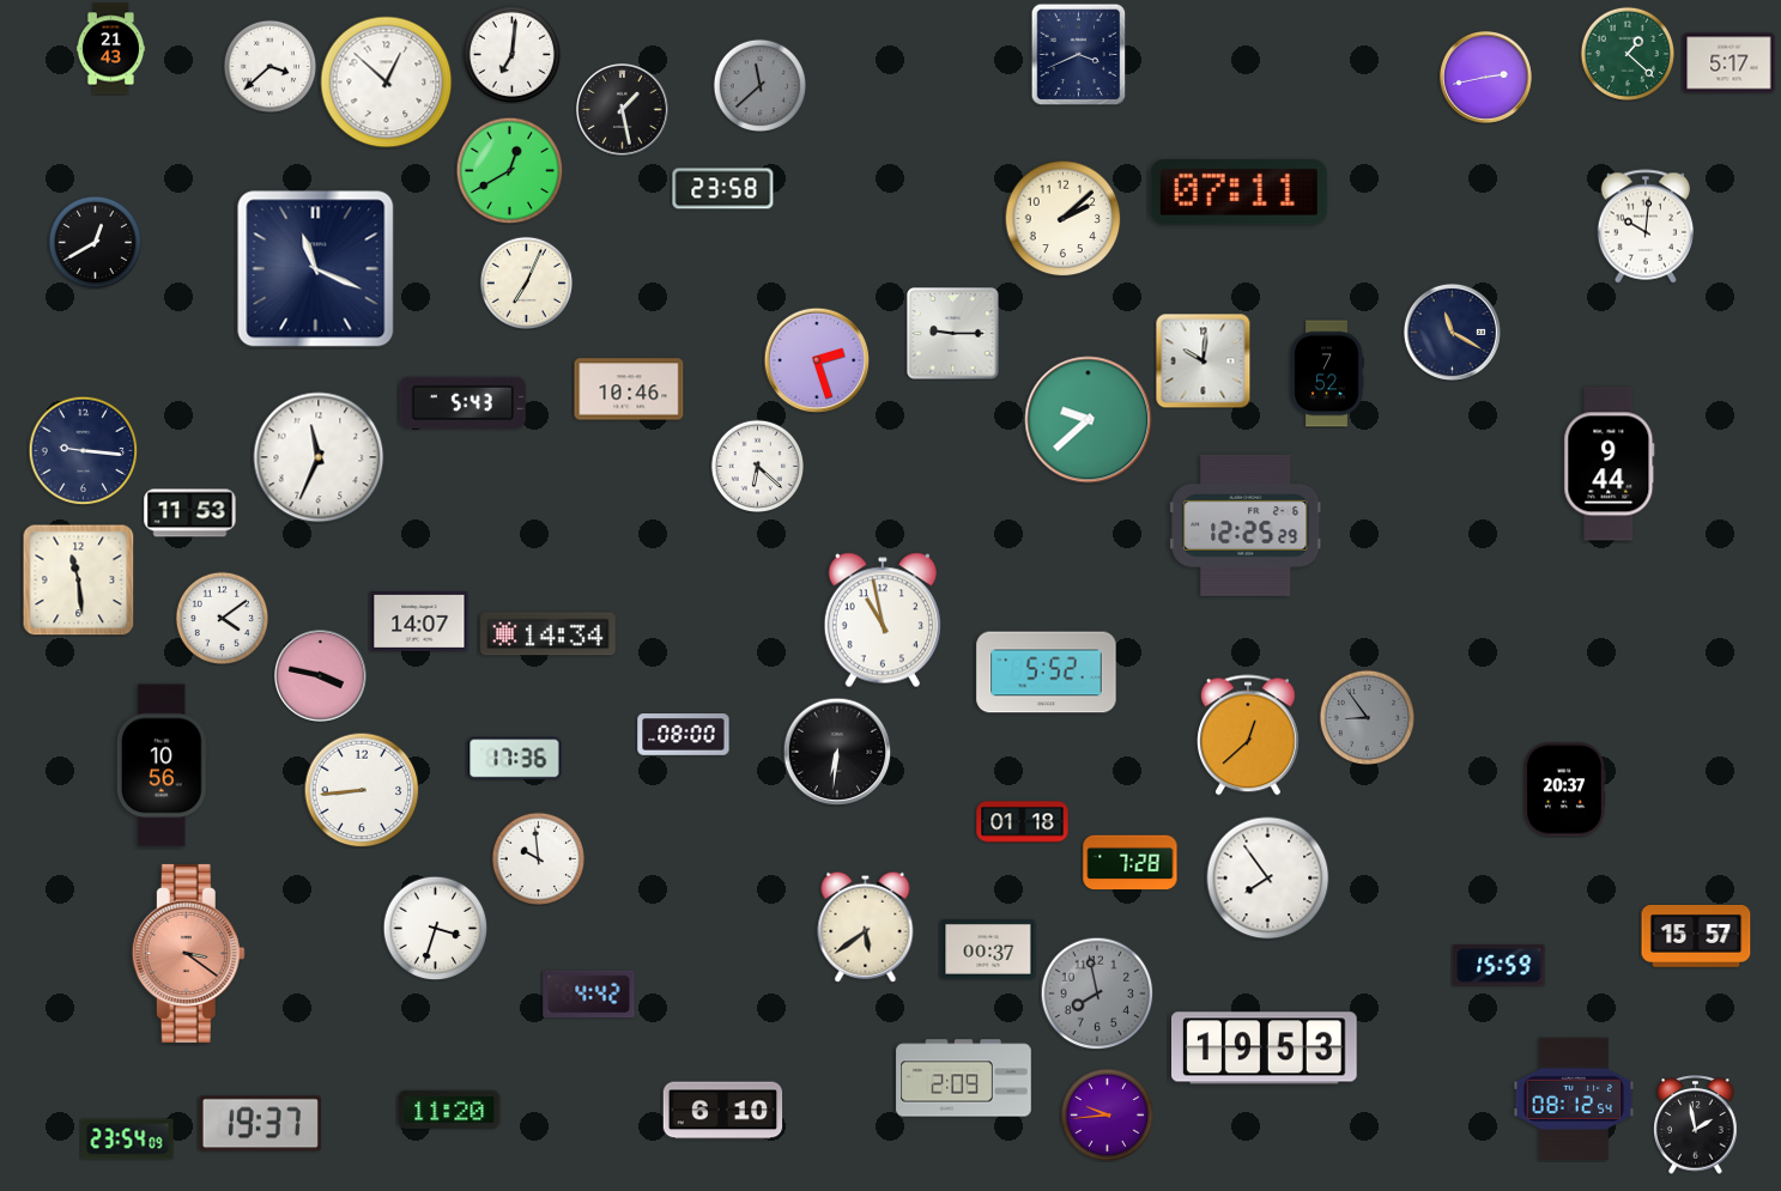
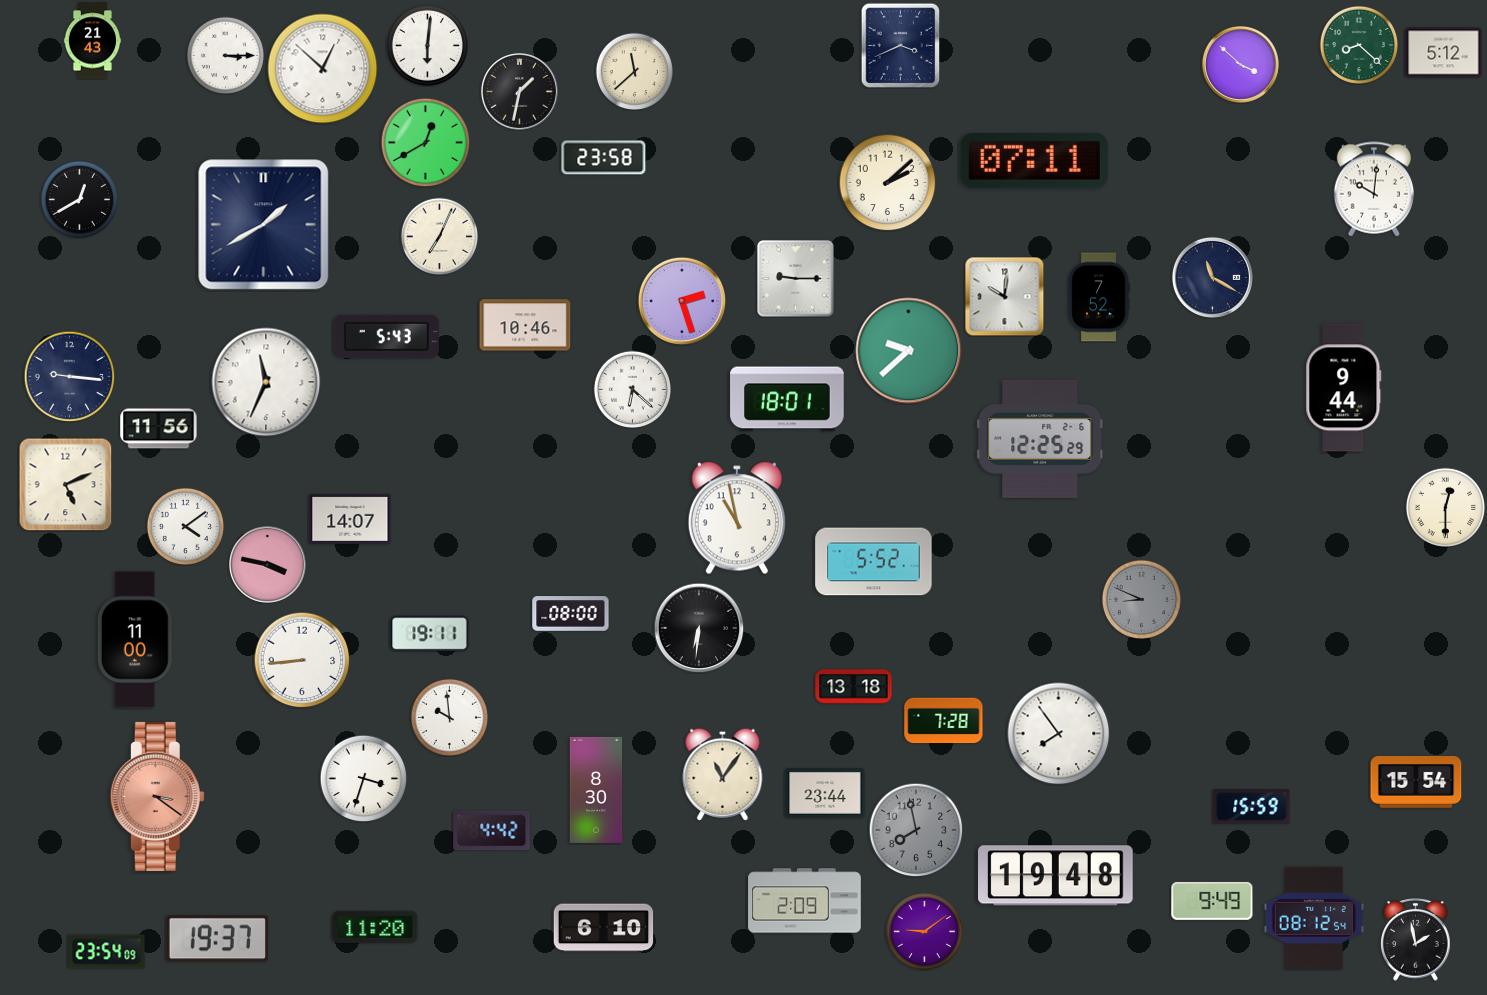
clock at (1626, 53): 1:22 -> 8:22
clock at (511, 54): 7:01 -> 6:01
clock at (1729, 63): 5:17 -> 5:12
clock at (269, 66): 3:38 -> 3:15
clock at (1485, 77): 2:43 -> 3:52
clock at (759, 85) dial: grey -> cream
clock at (622, 109): 1:28 -> 1:32
clock at (95, 242) position: (95, 242) -> (79, 199)
clock at (316, 269): 11:19 -> 1:40
clock at (1203, 360) position: (1203, 360) -> (1004, 296)
clock at (1327, 373) position: (1327, 373) -> (1099, 297)
clock at (787, 399): none -> 18:01
clock at (190, 514): 11:53 -> 11:56
clock at (79, 581): 11:29 -> 5:11
clock at (1445, 507): none -> 12:30
clock at (222, 618) position: (222, 618) -> (185, 526)
clock at (549, 634): 14:34 -> none
clock at (1367, 717): 8:54 -> 8:49
clock at (1248, 735): 12:38 -> none
clock at (515, 759): 17:36 -> 19:11
clock at (162, 766): 10:56 -> 11:00
clock at (1564, 790): 20:37 -> none
clock at (1023, 822): 01:18 -> 13:18
clock at (866, 926): 5:39 -> 11:06
clock at (435, 928) position: (435, 928) -> (363, 778)
clock at (1696, 937): 15:57 -> 15:54
clock at (596, 790): none -> 8:30
clock at (988, 950): 00:37 -> 23:44
clock at (1265, 1049): 19:53 -> 19:48
clock at (1212, 901): none -> 9:49
clock at (1107, 1114): 9:44 -> 9:09
